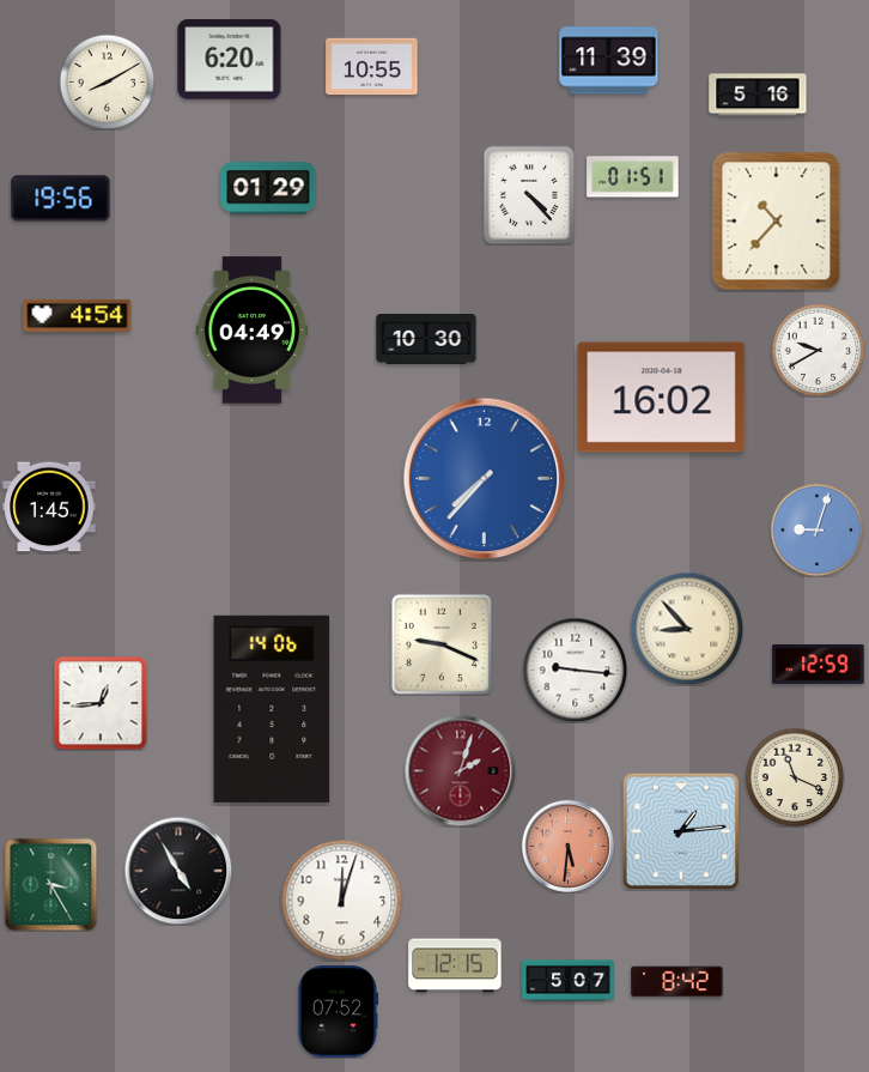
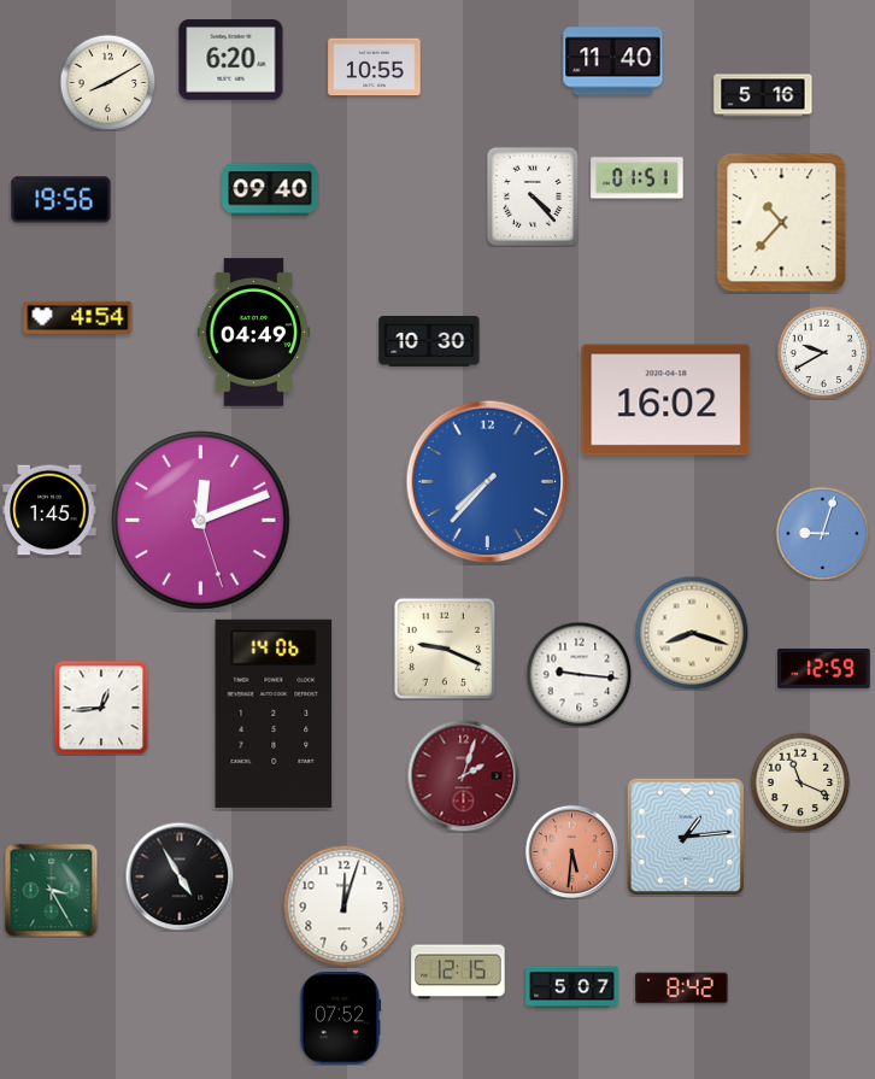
clock at (609, 61): 11:39 -> 11:40
clock at (268, 188): 01:29 -> 09:40
clock at (201, 521): none -> 12:11
clock at (687, 629): 8:53 -> 8:18
